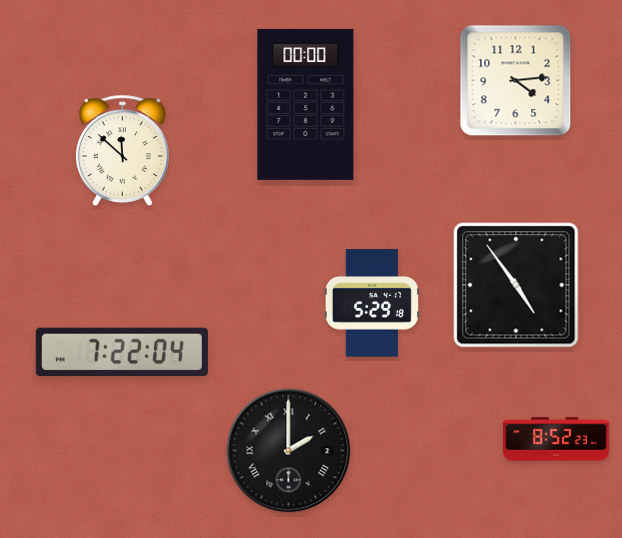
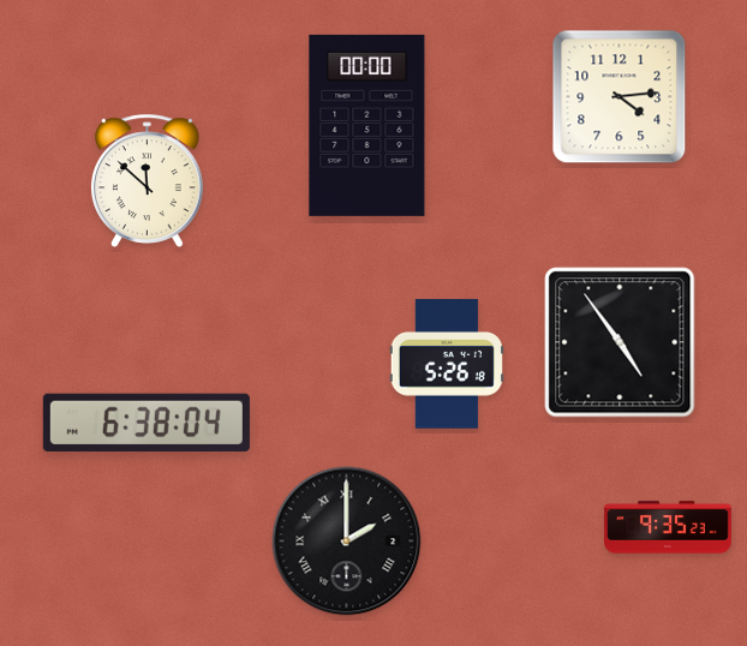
clock at (372, 303): 5:29 -> 5:26
clock at (122, 352): 7:22 -> 6:38
clock at (557, 439): 8:52 -> 9:35
